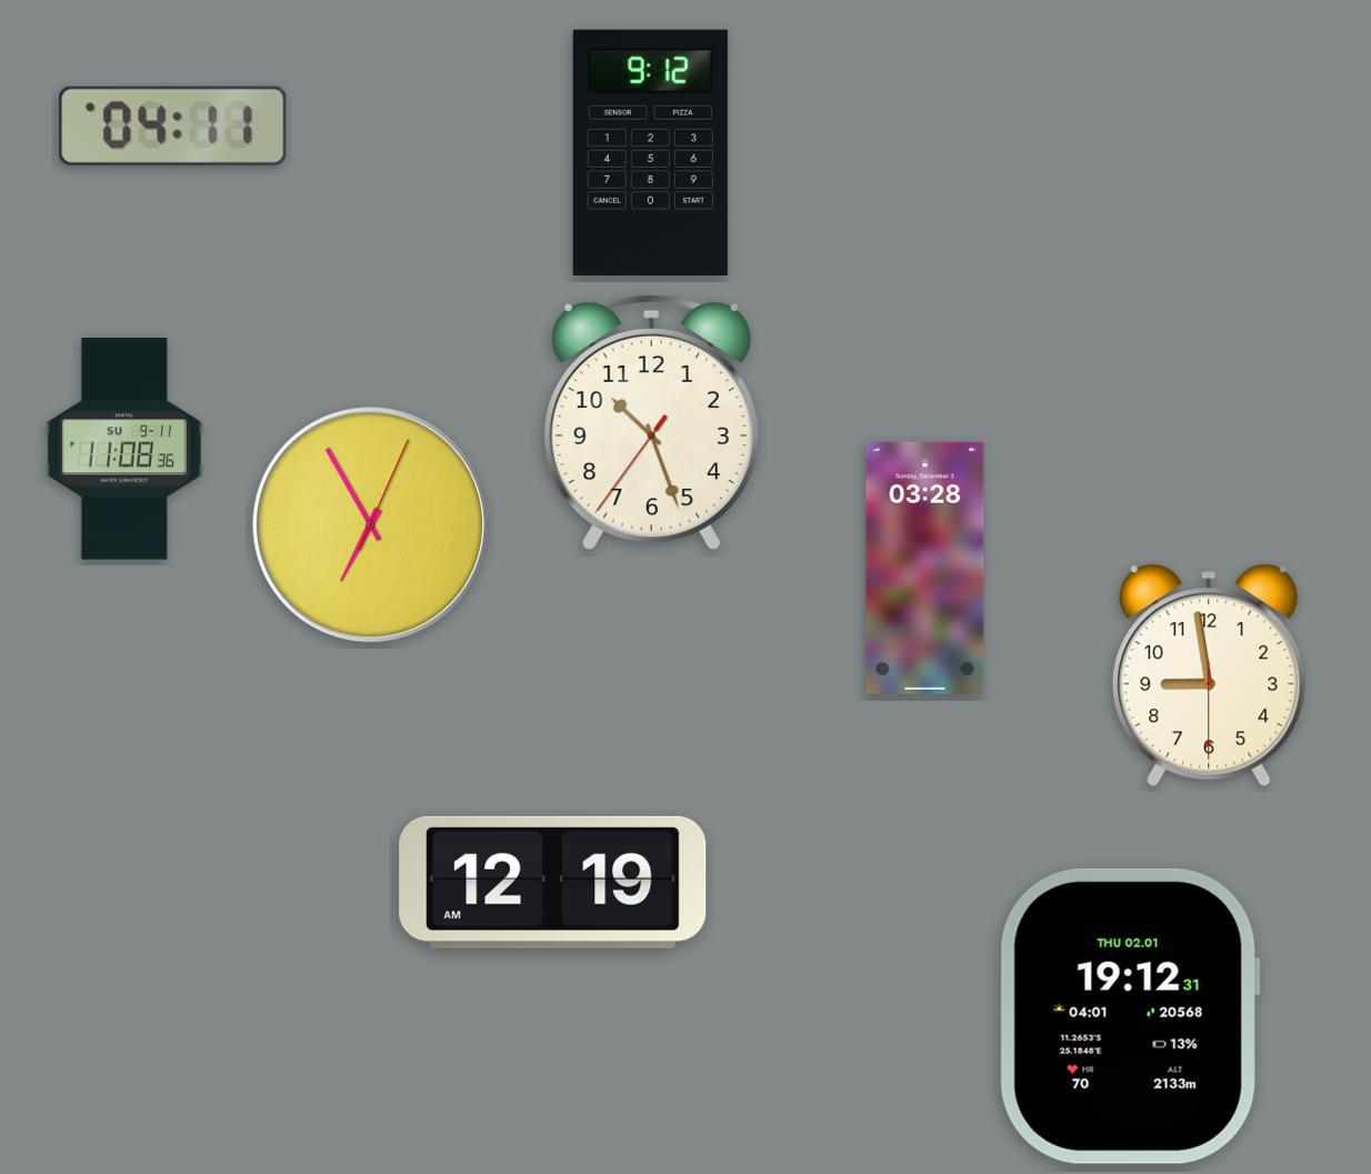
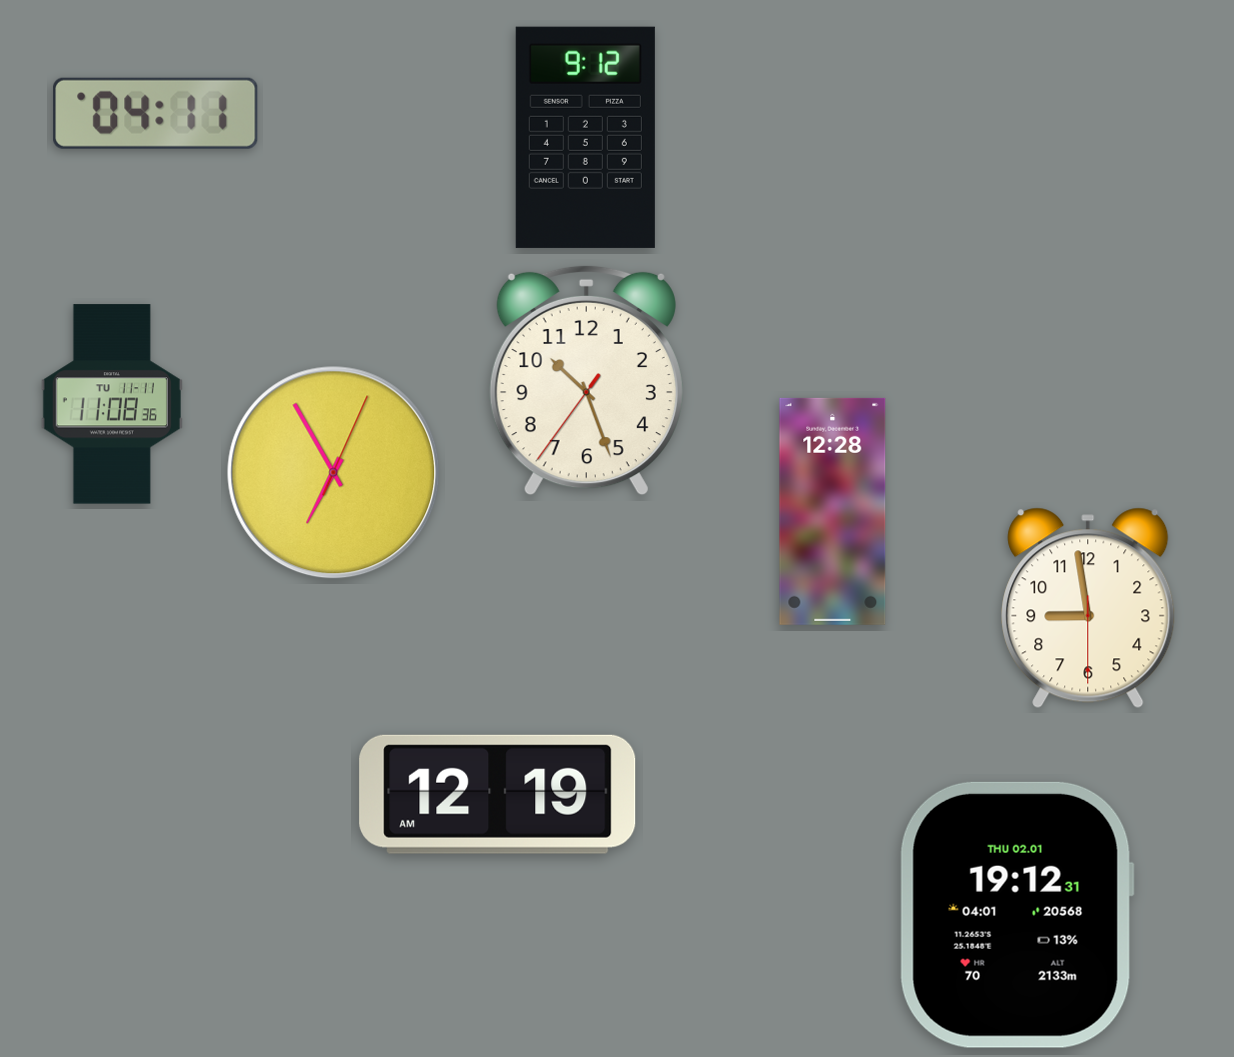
clock at (124, 449) date: SU 9-11 -> TU 11-11
clock at (925, 568): 03:28 -> 12:28
